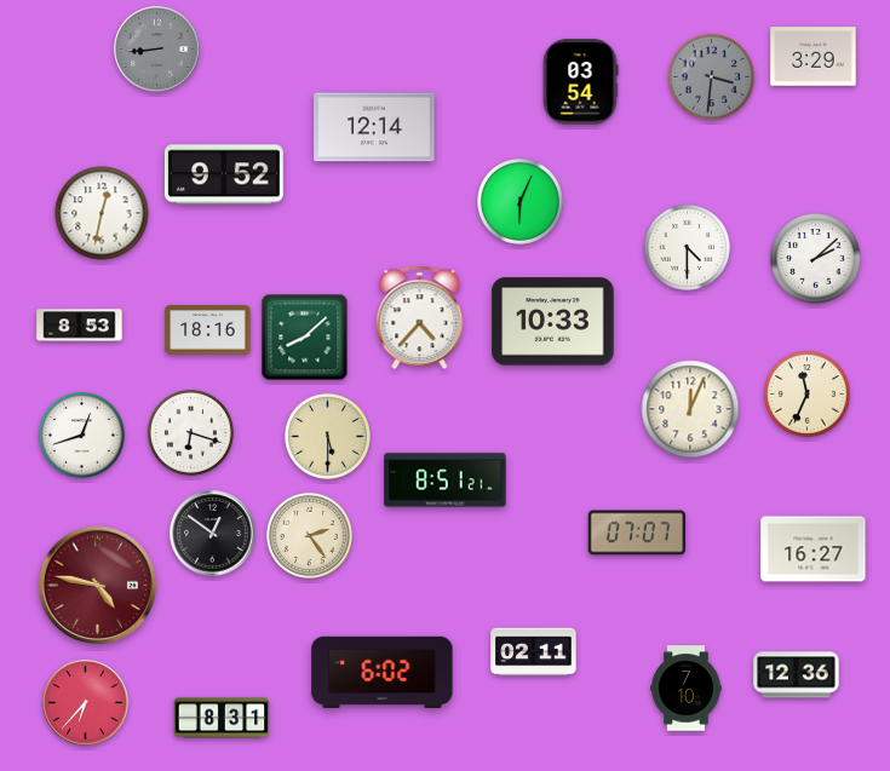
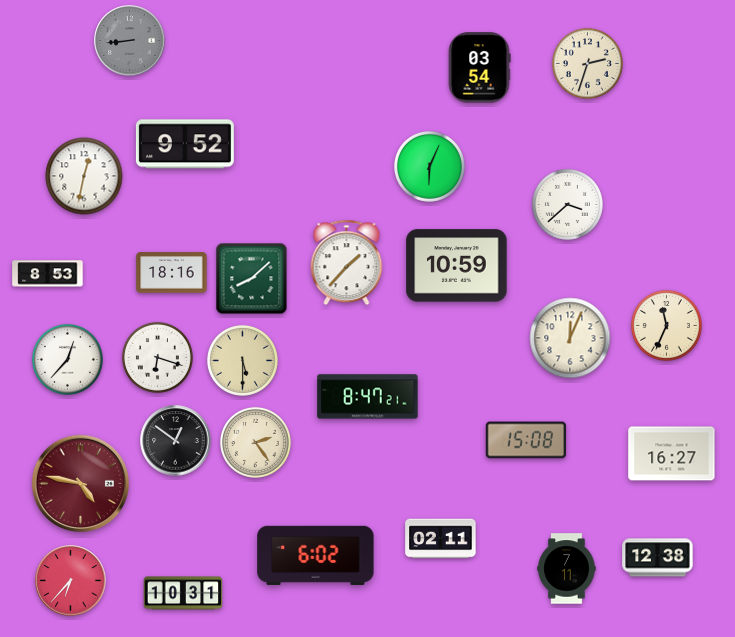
clock at (814, 57): 3:29 -> none
clock at (711, 76): 3:31 -> 2:33
clock at (711, 76) dial: grey -> cream
clock at (374, 127): 12:14 -> none
clock at (687, 247): 4:30 -> 3:38
clock at (816, 259): 2:08 -> none
clock at (420, 318): 4:37 -> 1:37
clock at (553, 322): 10:33 -> 10:59
clock at (80, 326) position: (80, 326) -> (48, 274)
clock at (81, 435): 12:42 -> 12:37
clock at (327, 436) position: (327, 436) -> (242, 360)
clock at (446, 481): 8:51 -> 8:47
clock at (637, 533): 07:07 -> 15:08
clock at (797, 675): 12:36 -> 12:38
clock at (687, 689): 7:10 -> 7:11
clock at (222, 718): 8:31 -> 10:31
